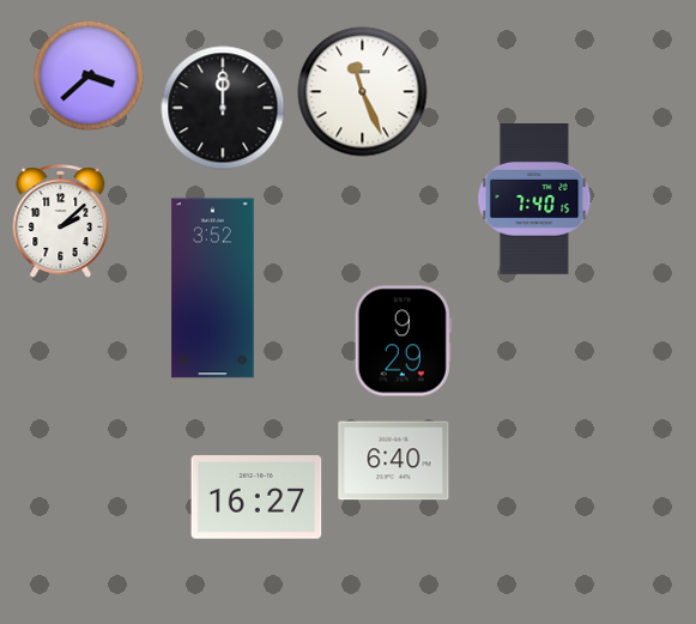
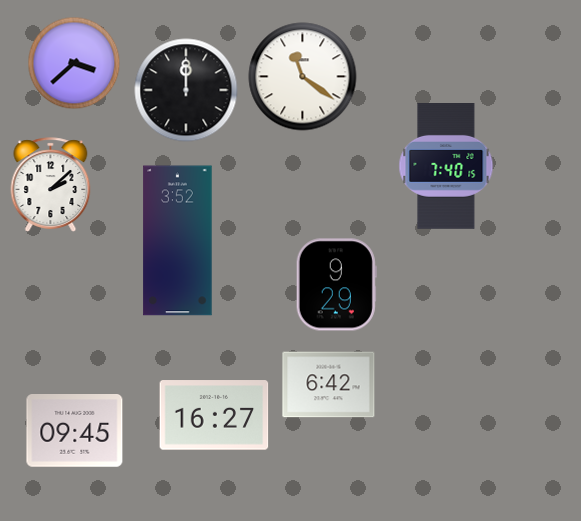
clock at (363, 92): 11:26 -> 11:21
clock at (394, 461): 6:40 -> 6:42
clock at (75, 431): none -> 09:45
